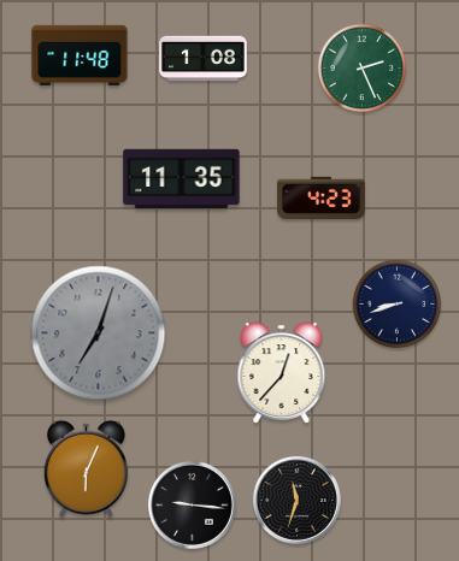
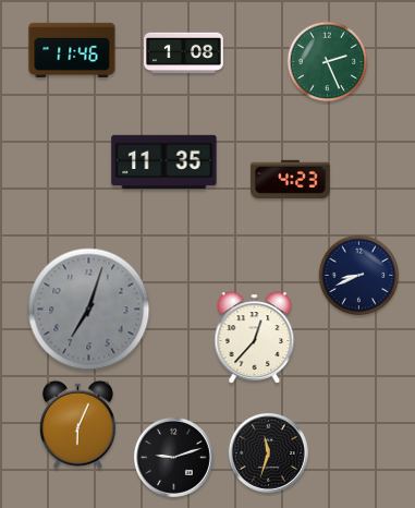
clock at (80, 55): 11:48 -> 11:46
clock at (398, 305): 8:42 -> 8:41
clock at (99, 333) position: (99, 333) -> (89, 310)
clock at (192, 504): 9:16 -> 9:12
